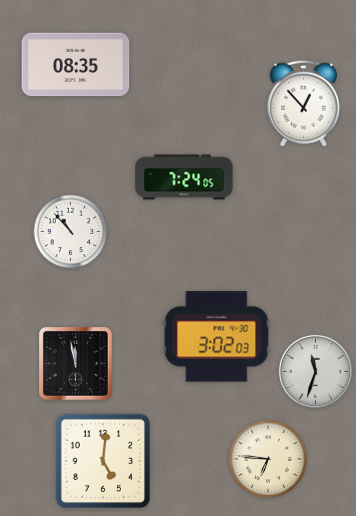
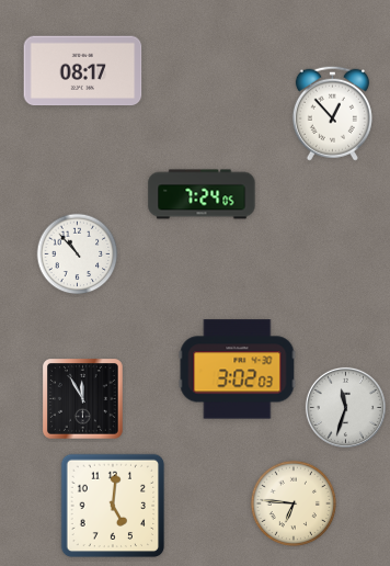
clock at (76, 65): 08:35 -> 08:17
clock at (76, 364): 11:58 -> 11:55
